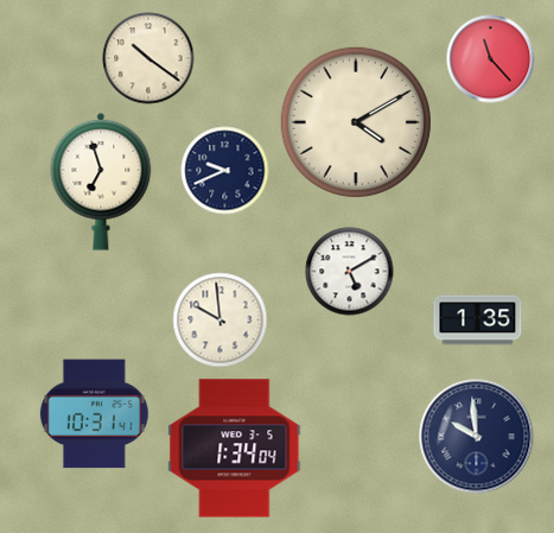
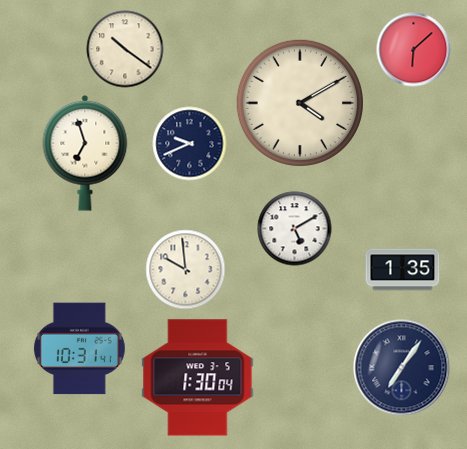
clock at (491, 59): 11:23 -> 6:08
clock at (477, 437): 9:59 -> 7:06
clock at (235, 449): 1:34 -> 1:30
